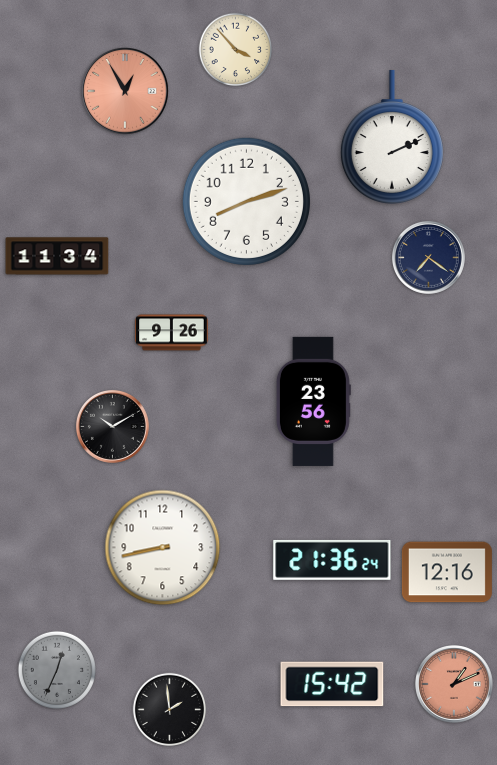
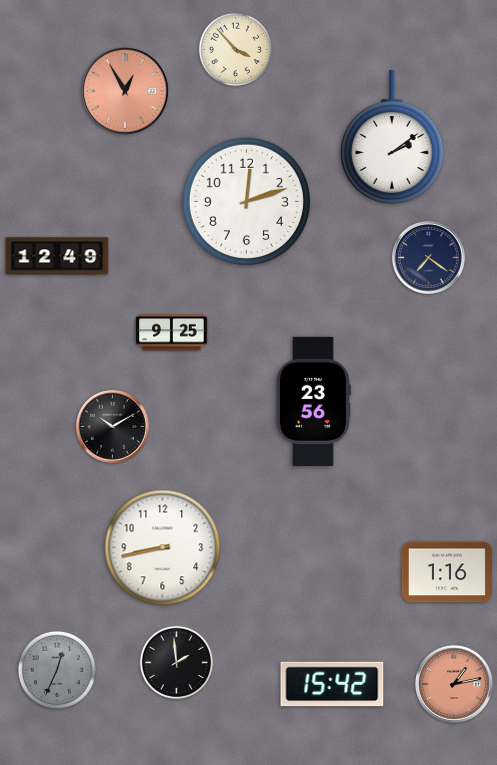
clock at (392, 137): 2:11 -> 2:09
clock at (246, 201): 8:12 -> 12:12
clock at (57, 256): 11:34 -> 12:49
clock at (172, 333): 9:26 -> 9:25
clock at (332, 560): 21:36 -> none
clock at (447, 572): 12:16 -> 1:16
clock at (455, 685): 1:11 -> 1:13
clock at (170, 710) position: (170, 710) -> (177, 663)
